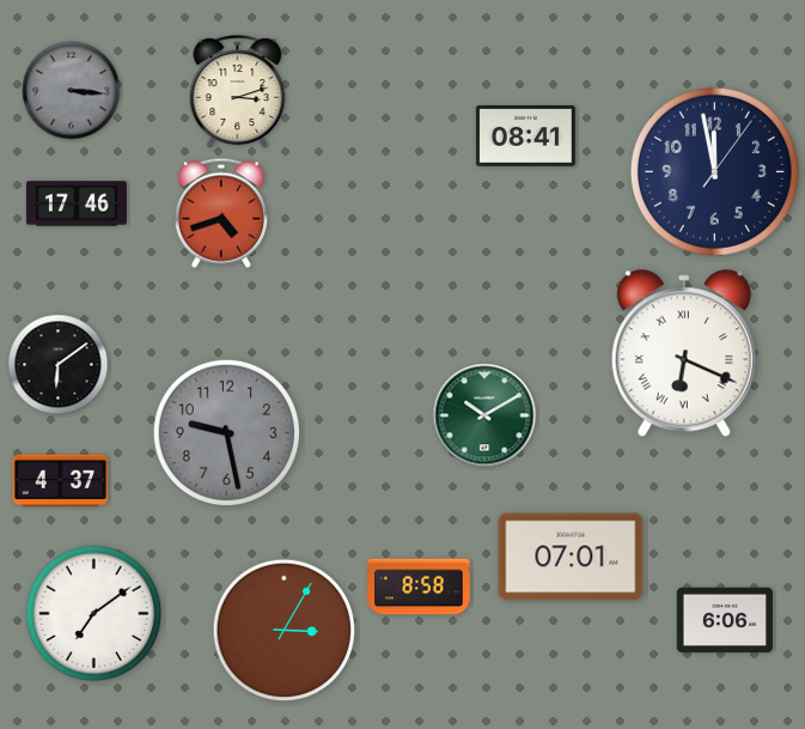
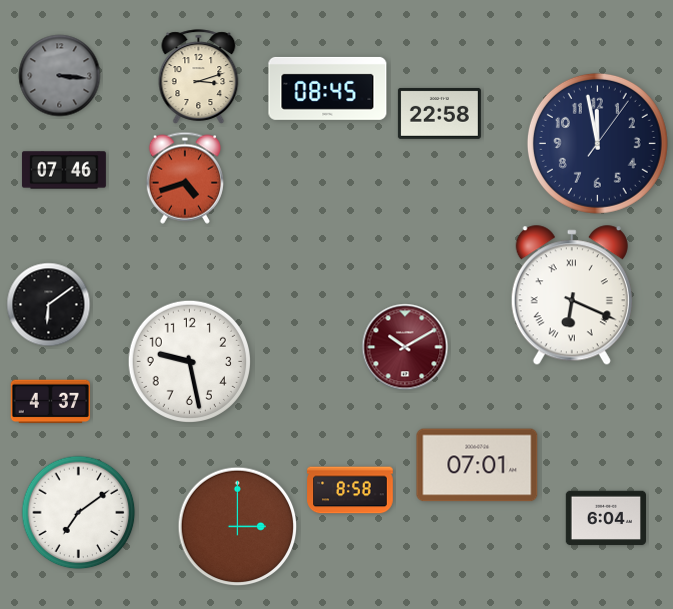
clock at (328, 88): none -> 08:45
clock at (525, 135): 08:41 -> 22:58
clock at (77, 203): 17:46 -> 07:46
clock at (484, 415) dial: green -> burgundy
clock at (226, 432) dial: grey -> white
clock at (724, 620): 6:06 -> 6:04
clock at (285, 631): 3:05 -> 3:00
